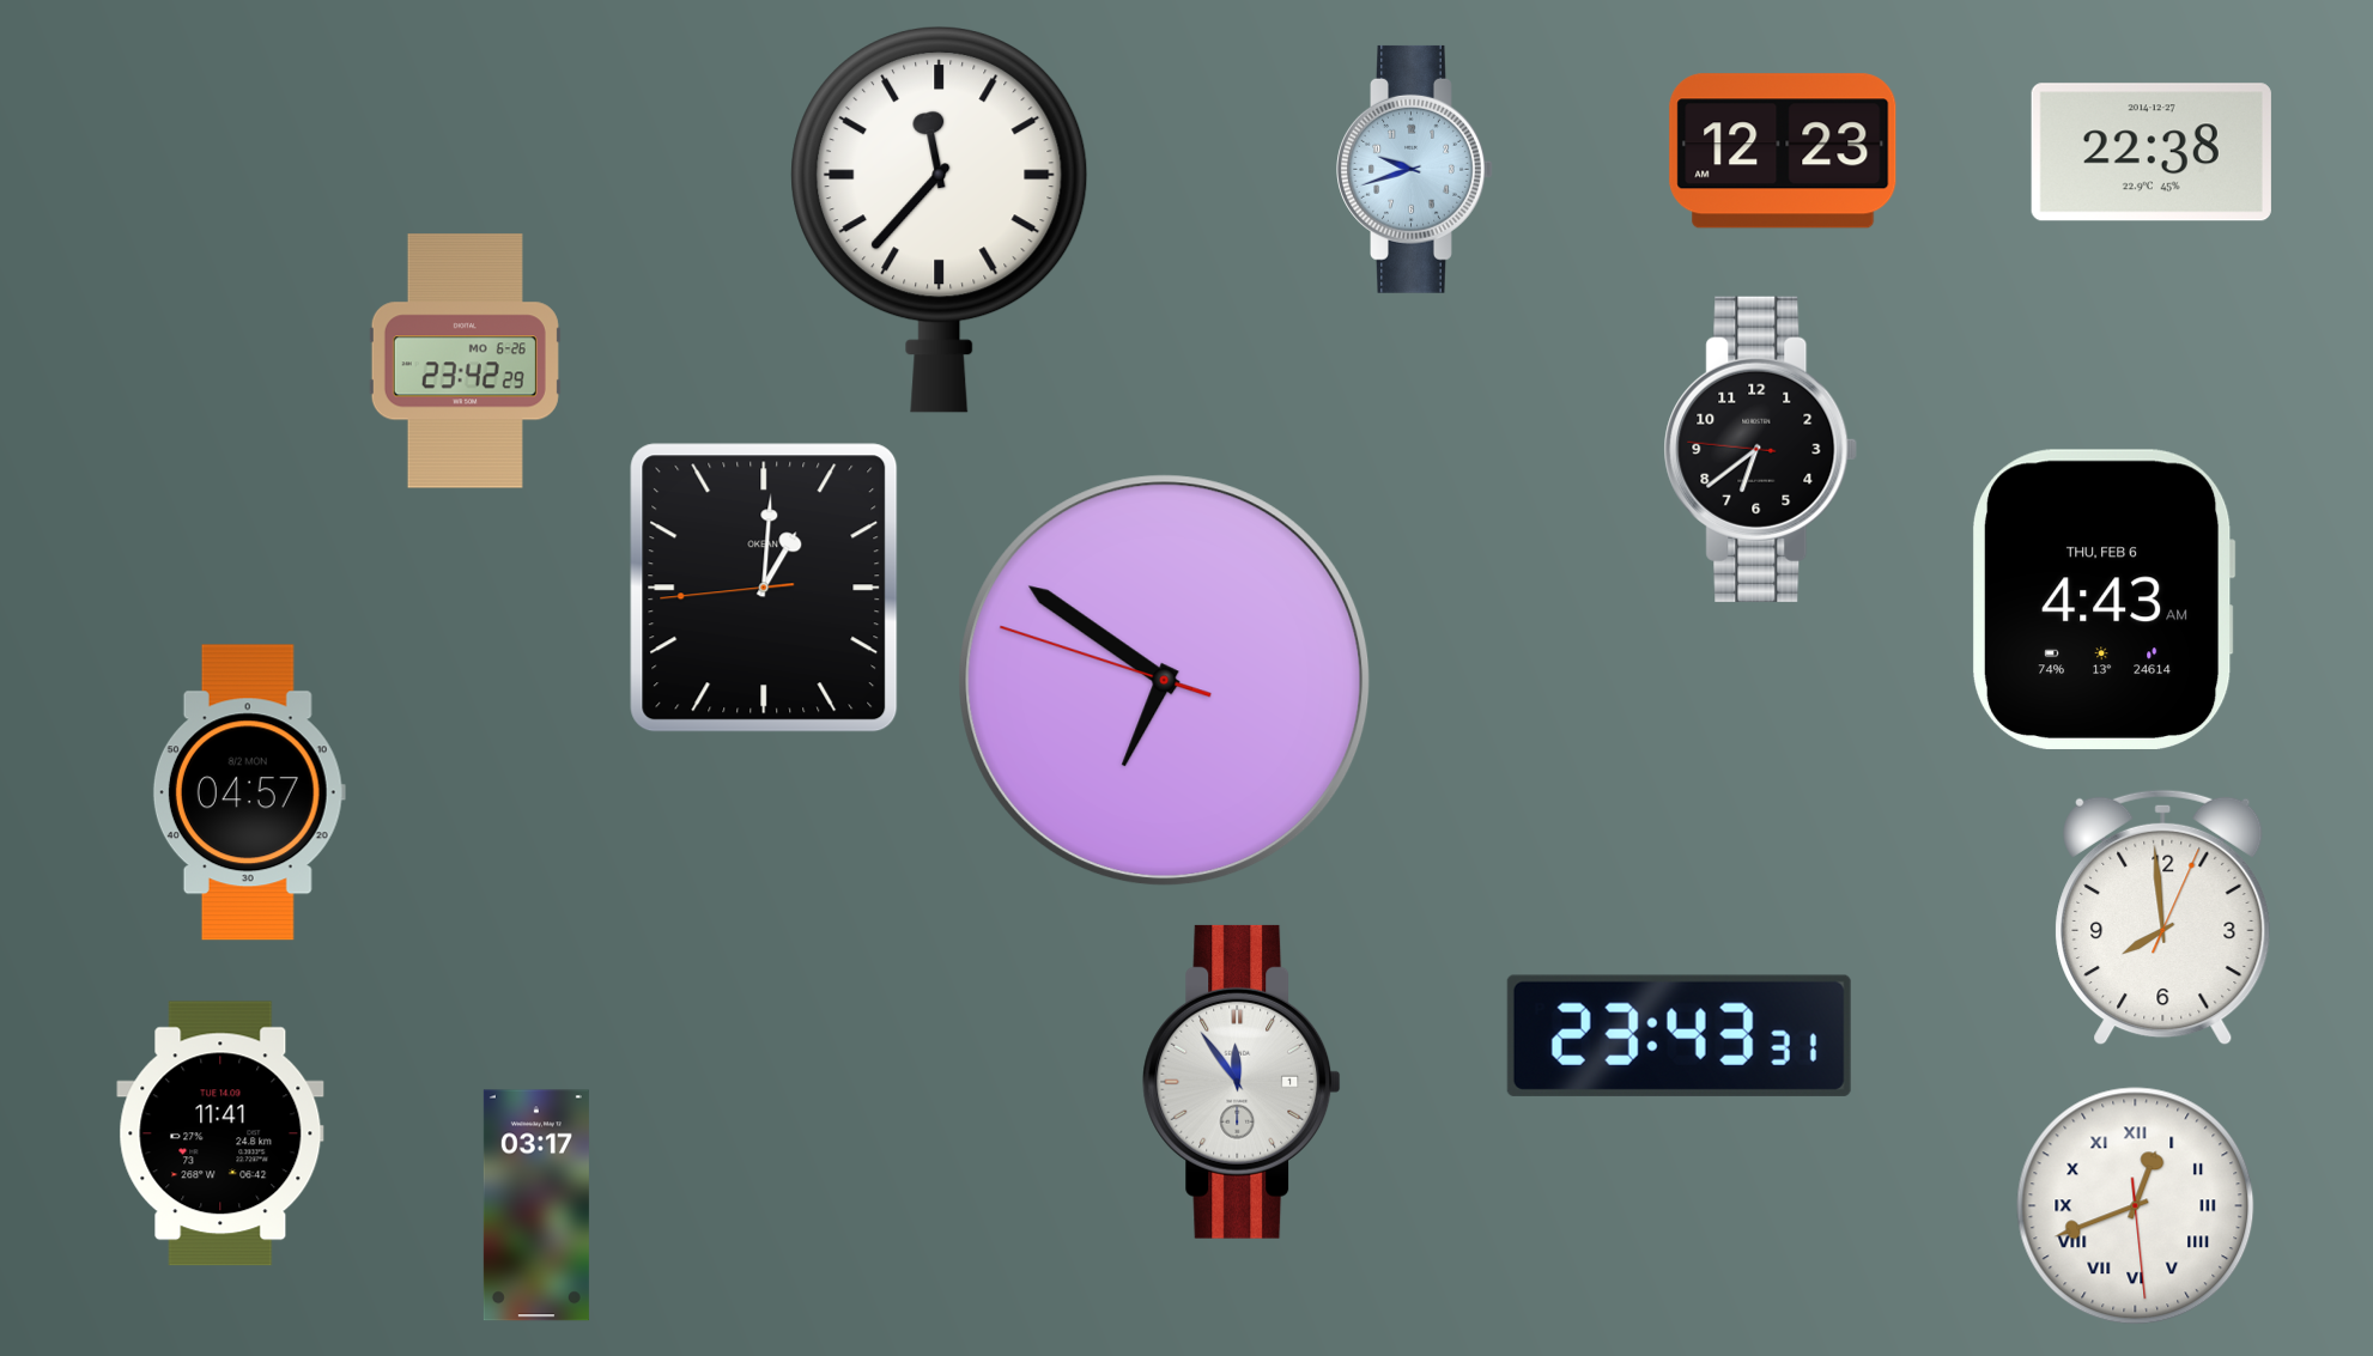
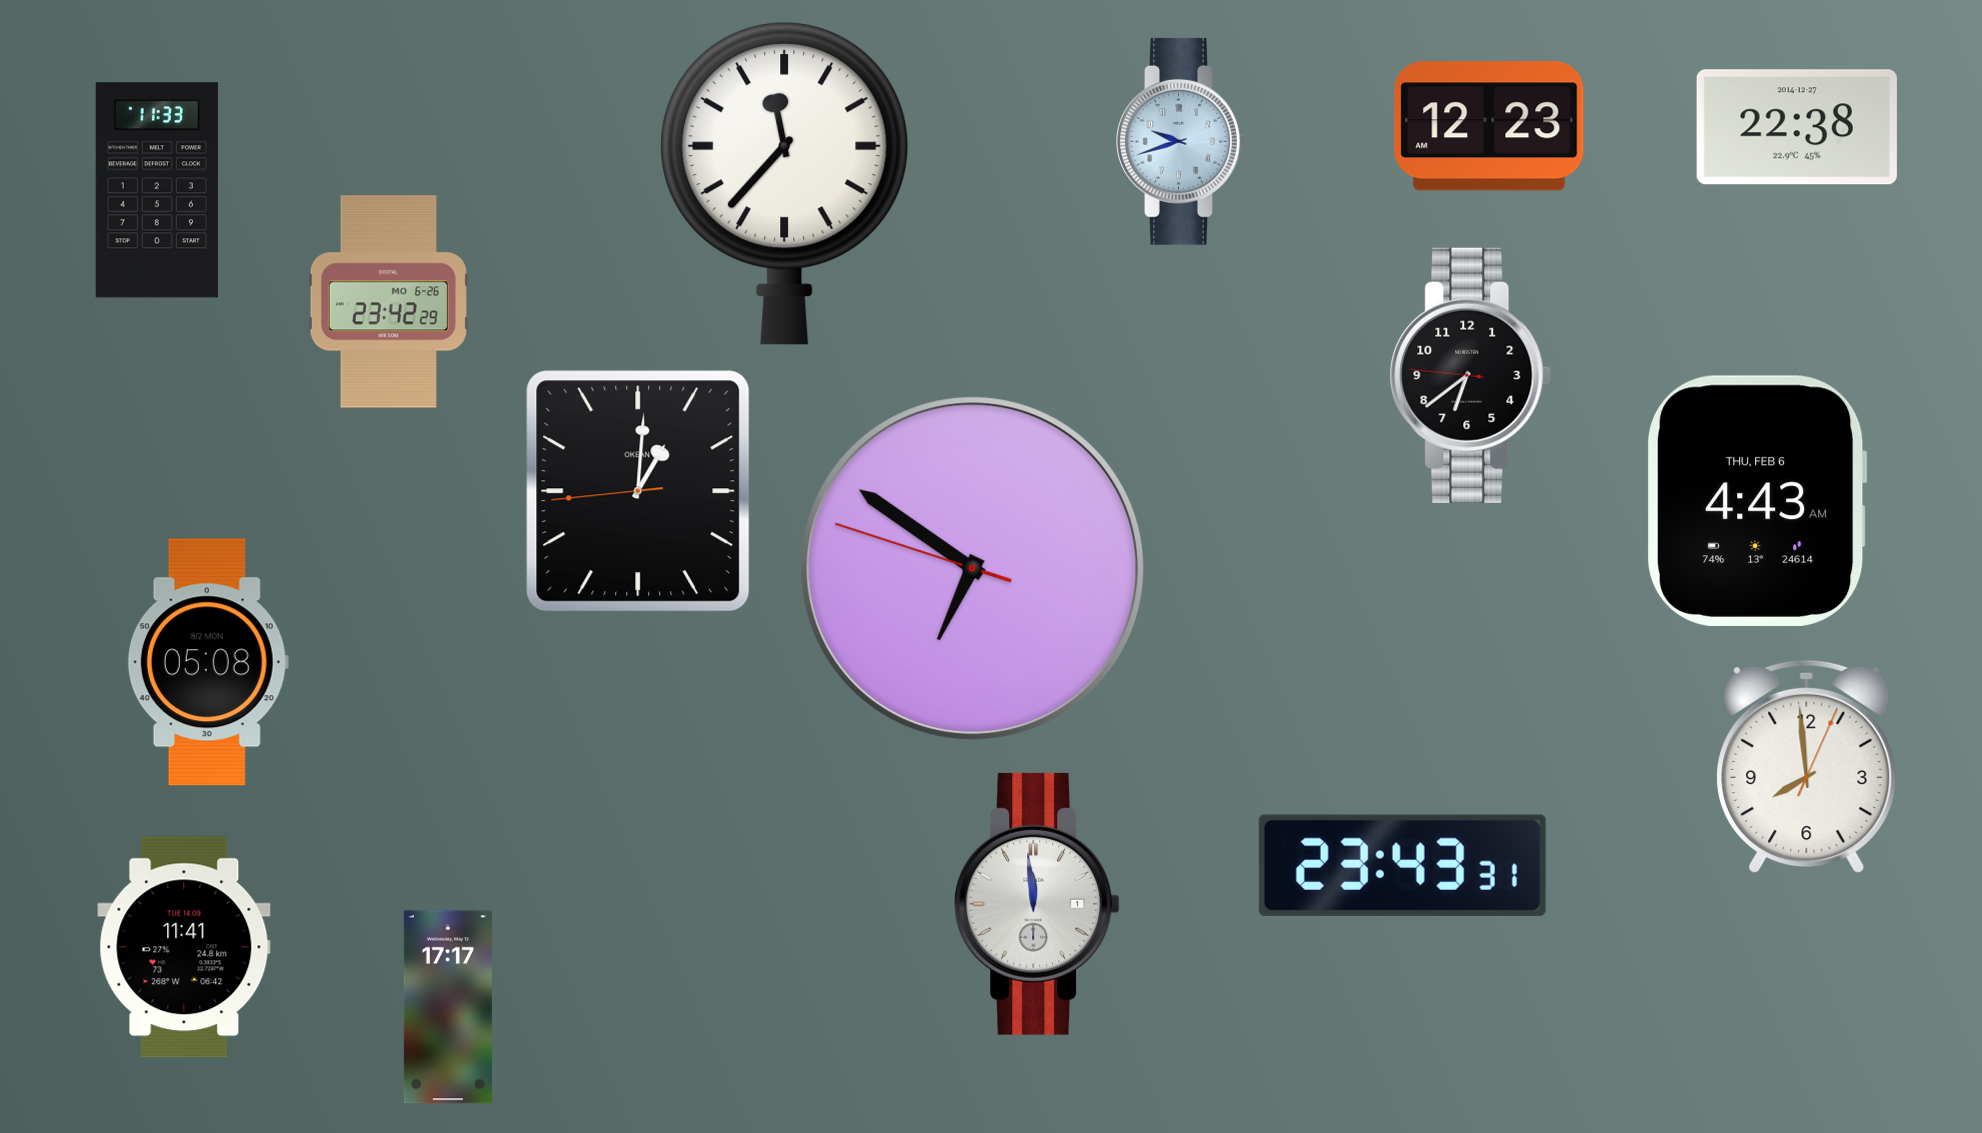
clock at (157, 190): none -> 11:33
clock at (249, 792): 04:57 -> 05:08
clock at (1242, 1082): 11:54 -> 11:59
clock at (536, 1205): 03:17 -> 17:17
clock at (2136, 1206): 12:41 -> none
